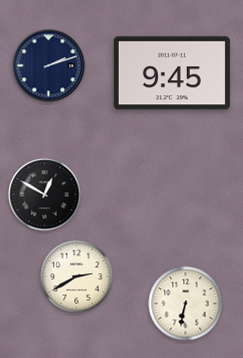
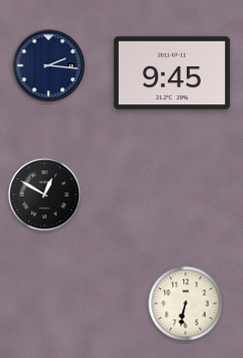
clock at (49, 66): 2:12 -> 2:16
clock at (77, 277): 2:40 -> none
